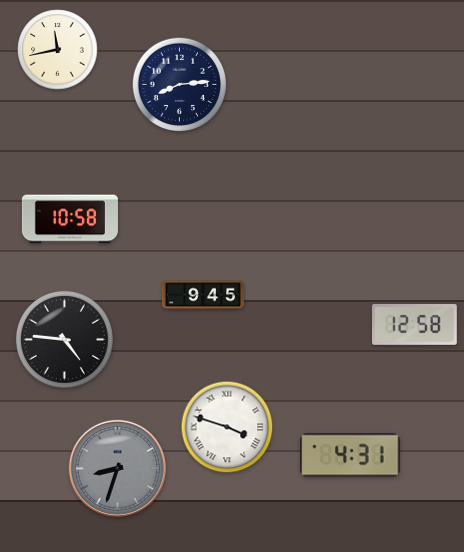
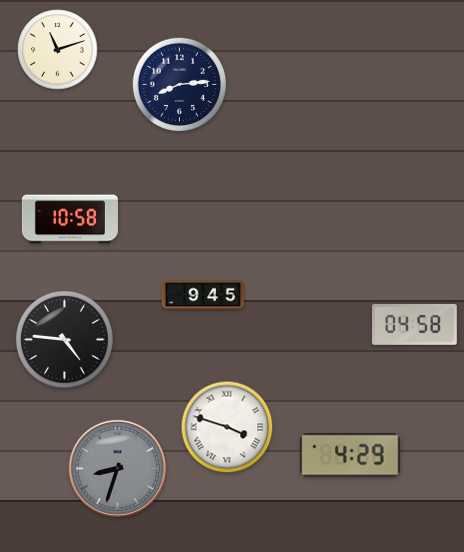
clock at (58, 50): 11:43 -> 11:12
clock at (415, 325): 12:58 -> 04:58
clock at (350, 455): 4:31 -> 4:29
